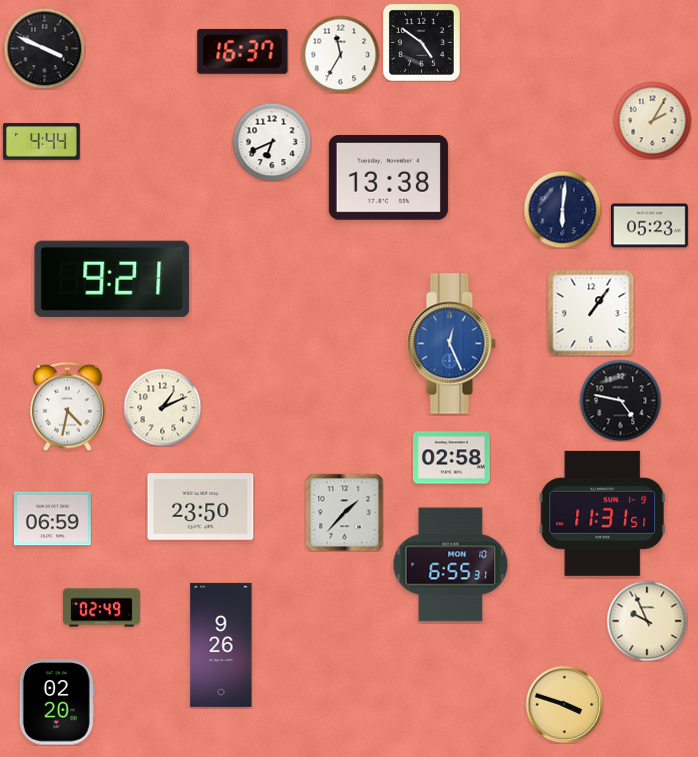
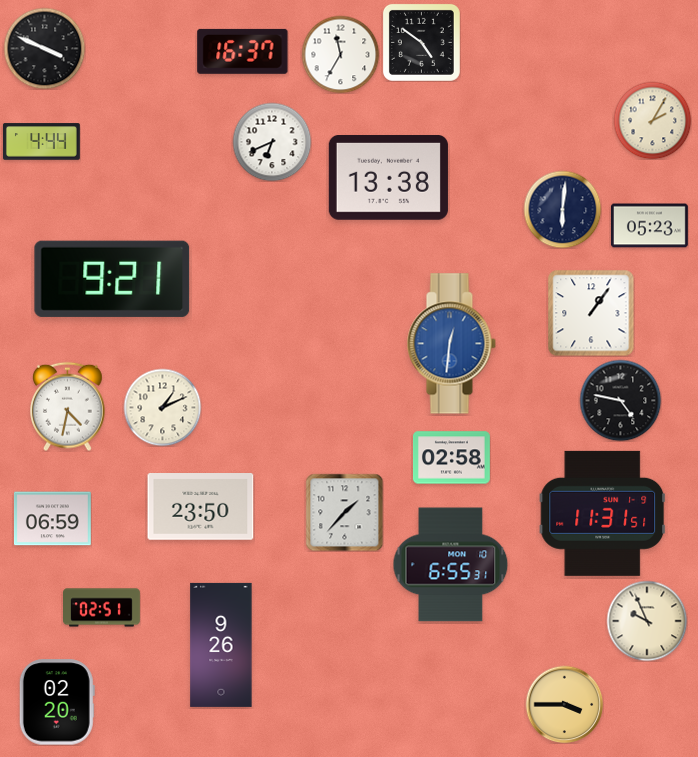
clock at (451, 344): 12:26 -> 12:31
clock at (102, 608): 02:49 -> 02:51
clock at (564, 704): 3:48 -> 3:45
